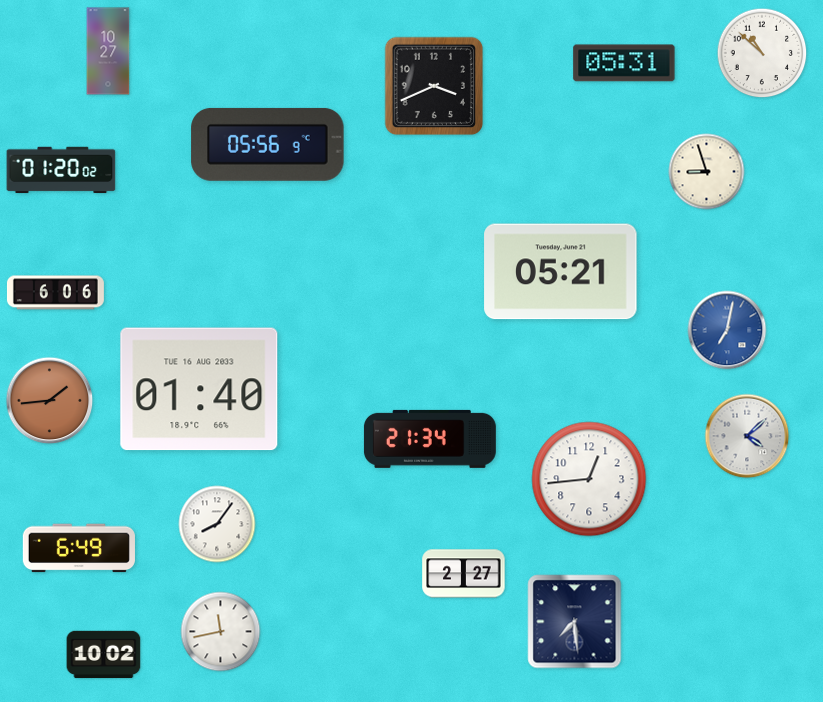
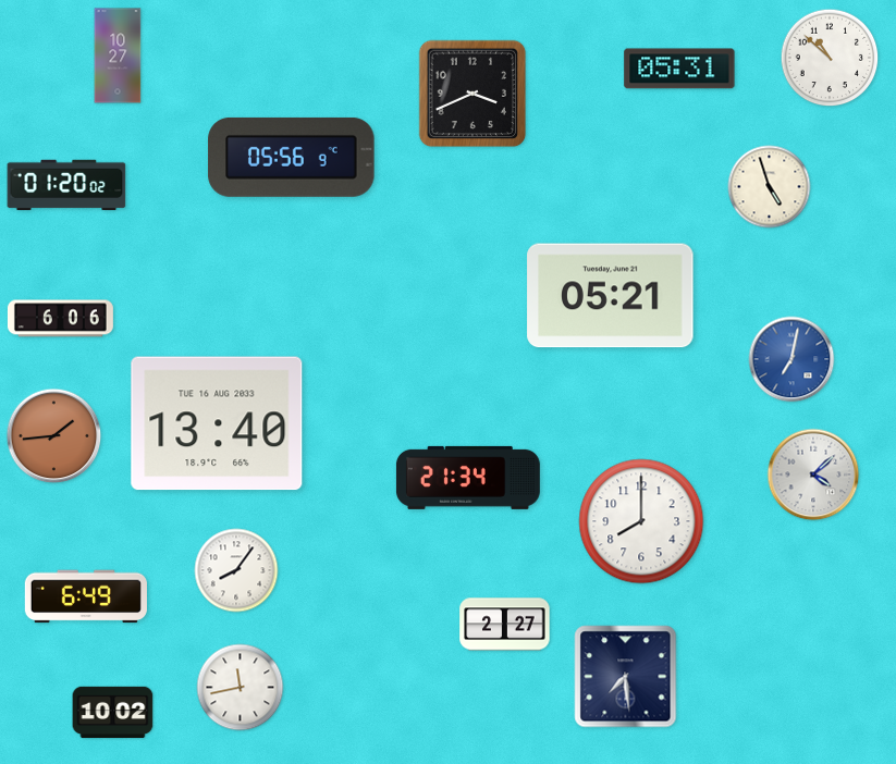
clock at (707, 172): 8:57 -> 4:57
clock at (199, 389): 01:40 -> 13:40
clock at (589, 479): 12:44 -> 8:00
